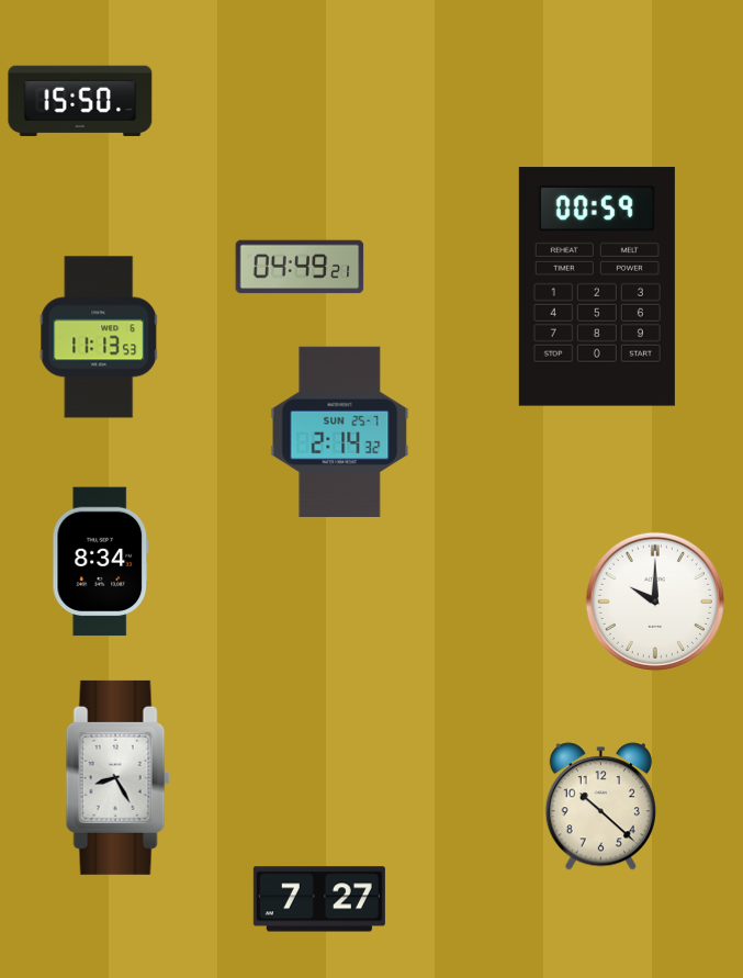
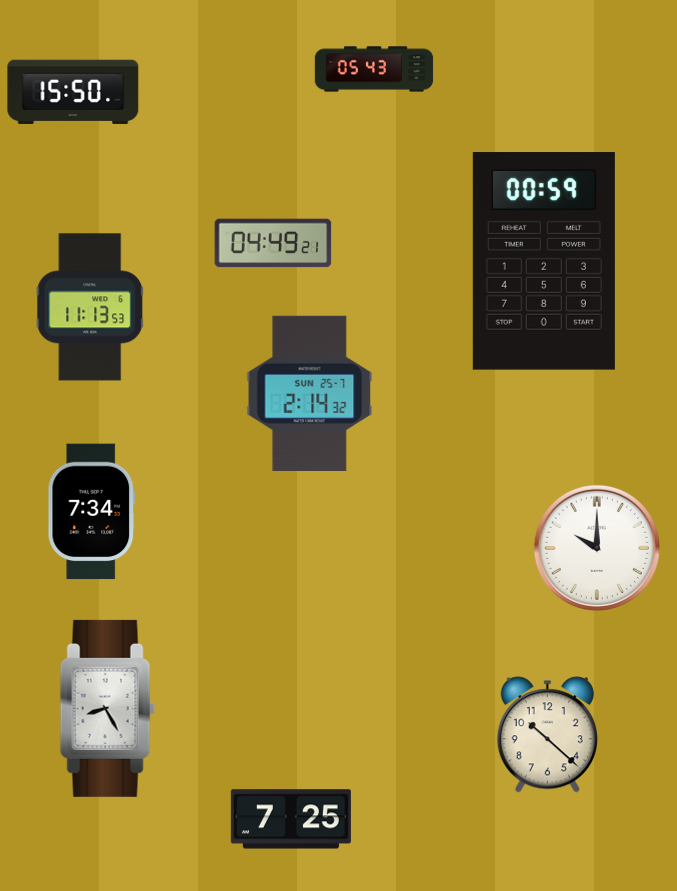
clock at (374, 69): none -> 05:43
clock at (101, 562): 8:34 -> 7:34
clock at (319, 899): 7:27 -> 7:25
